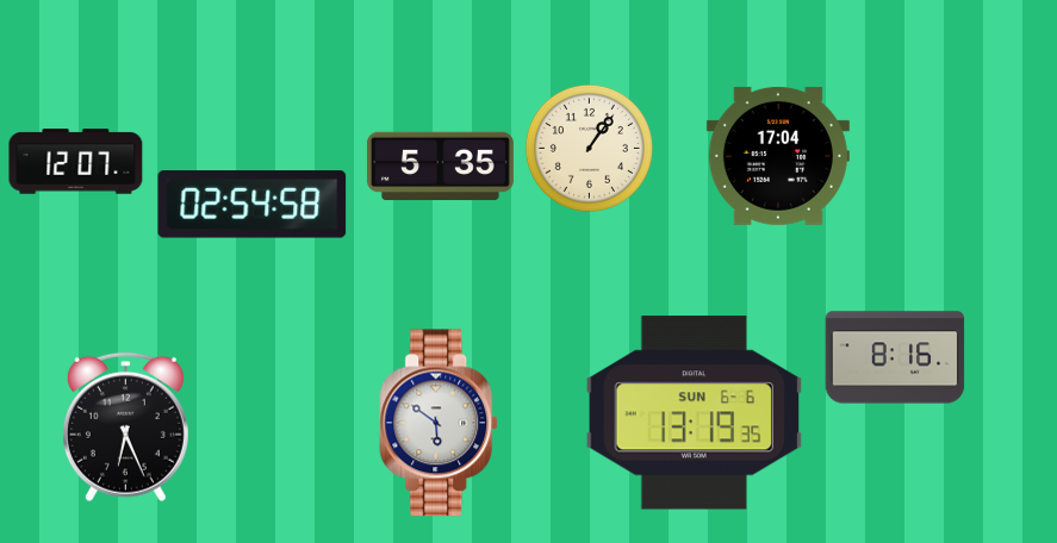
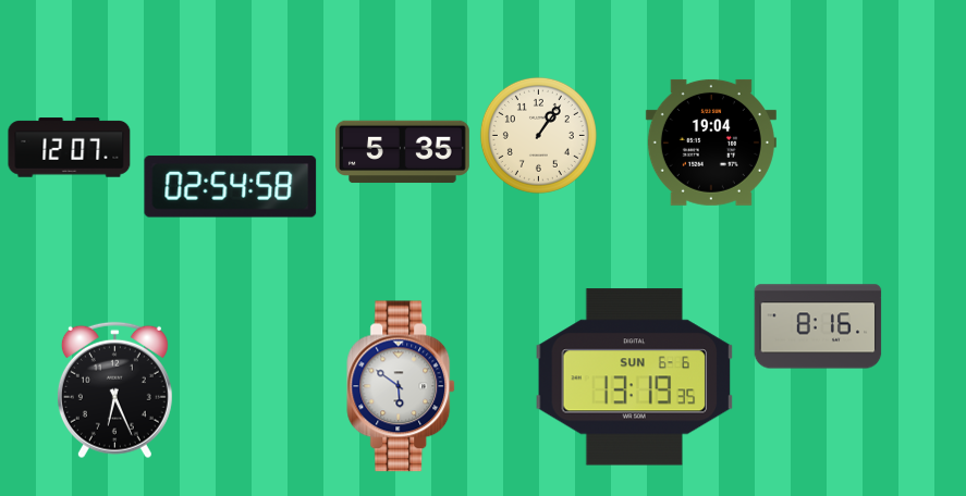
clock at (778, 156): 17:04 -> 19:04
